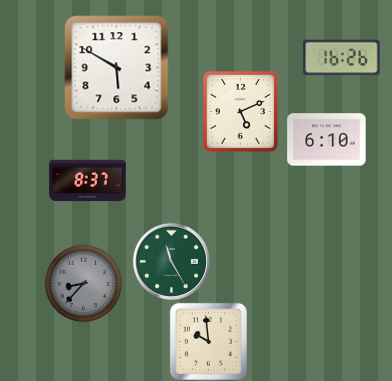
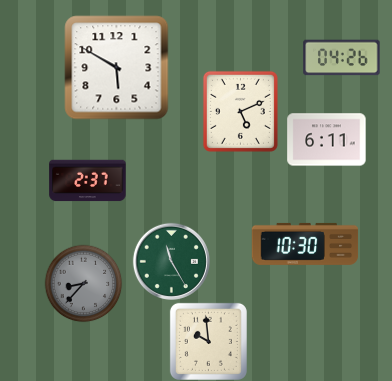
clock at (342, 58): 16:26 -> 04:26
clock at (327, 140): 6:10 -> 6:11
clock at (88, 181): 8:37 -> 2:37
clock at (305, 244): none -> 10:30
